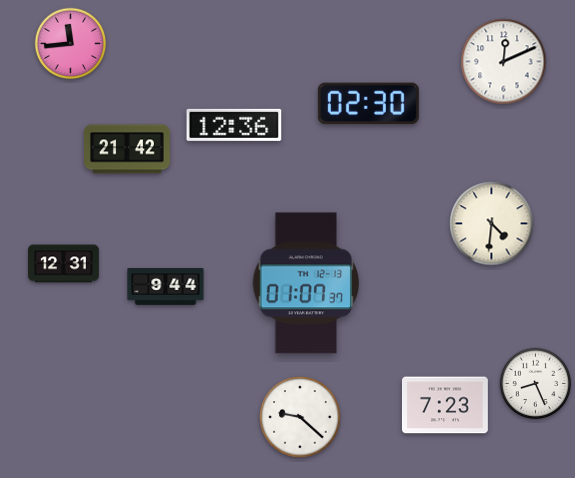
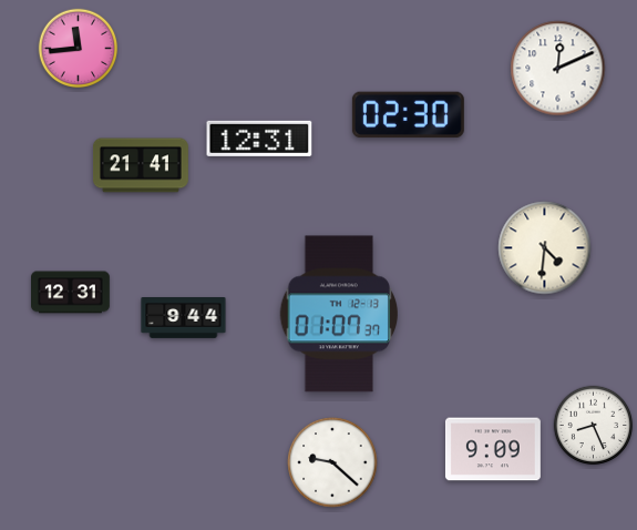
clock at (234, 125): 12:36 -> 12:31
clock at (127, 149): 21:42 -> 21:41
clock at (445, 405): 7:23 -> 9:09
